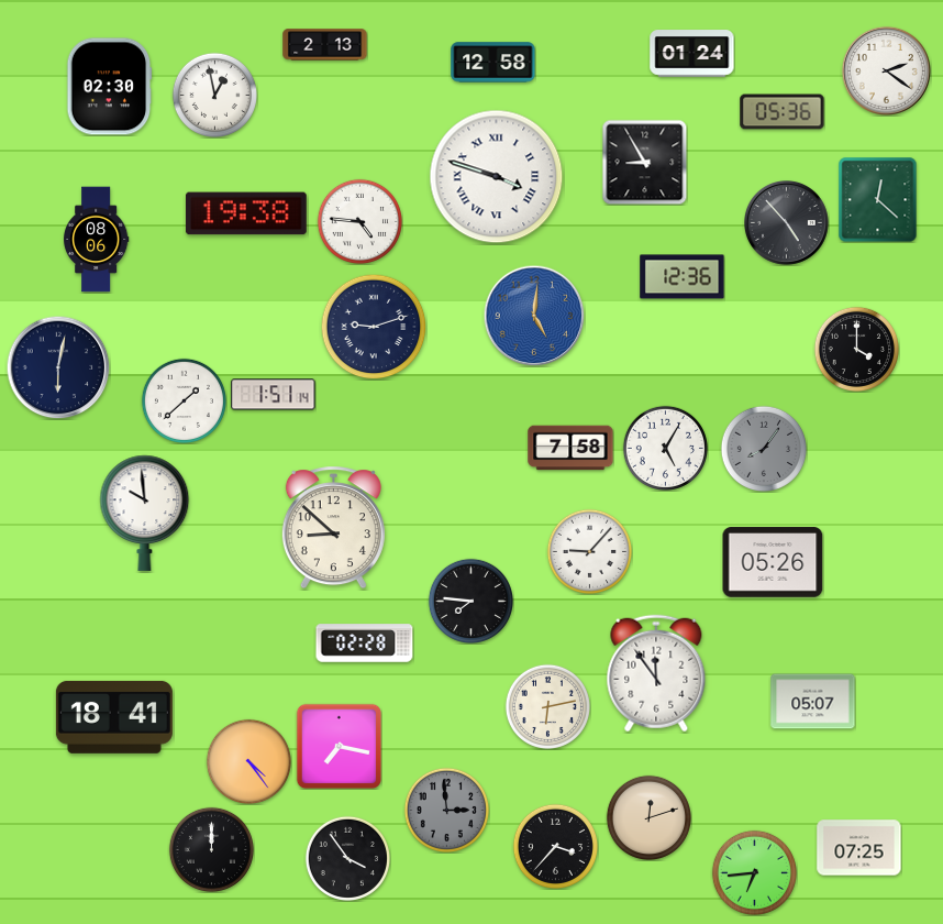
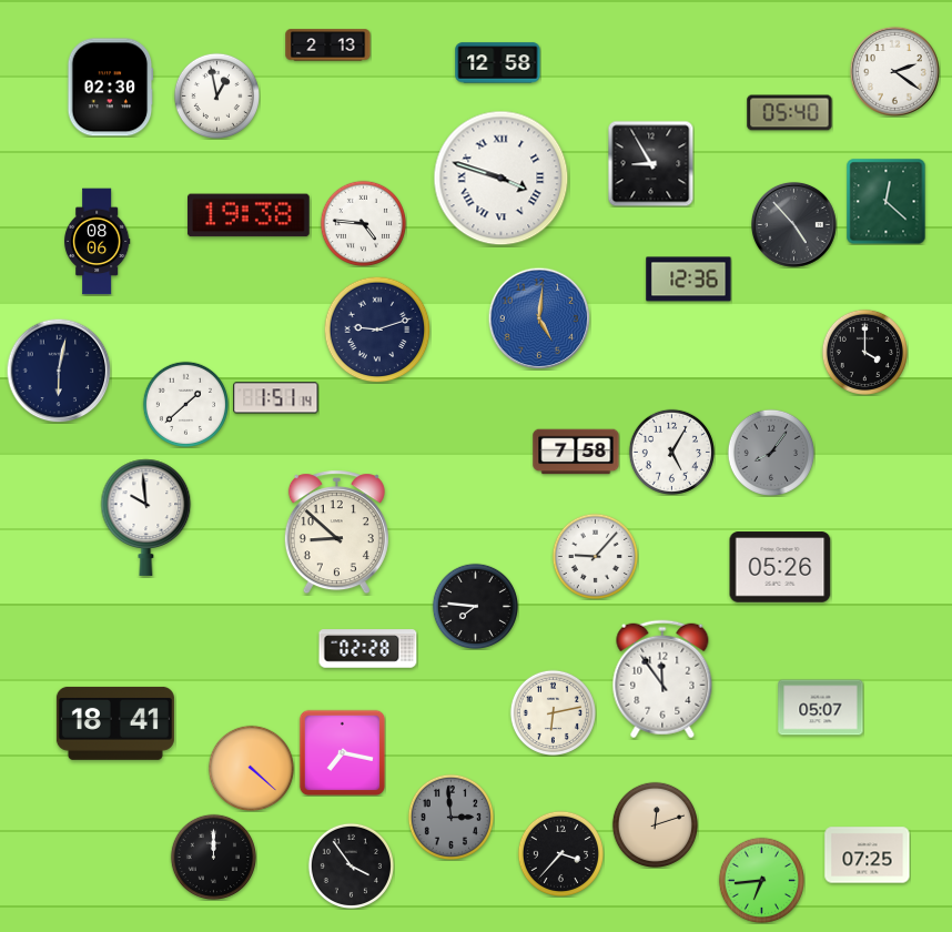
clock at (692, 54): 01:24 -> none
clock at (783, 112): 05:36 -> 05:40
clock at (248, 761): 4:24 -> 4:22
